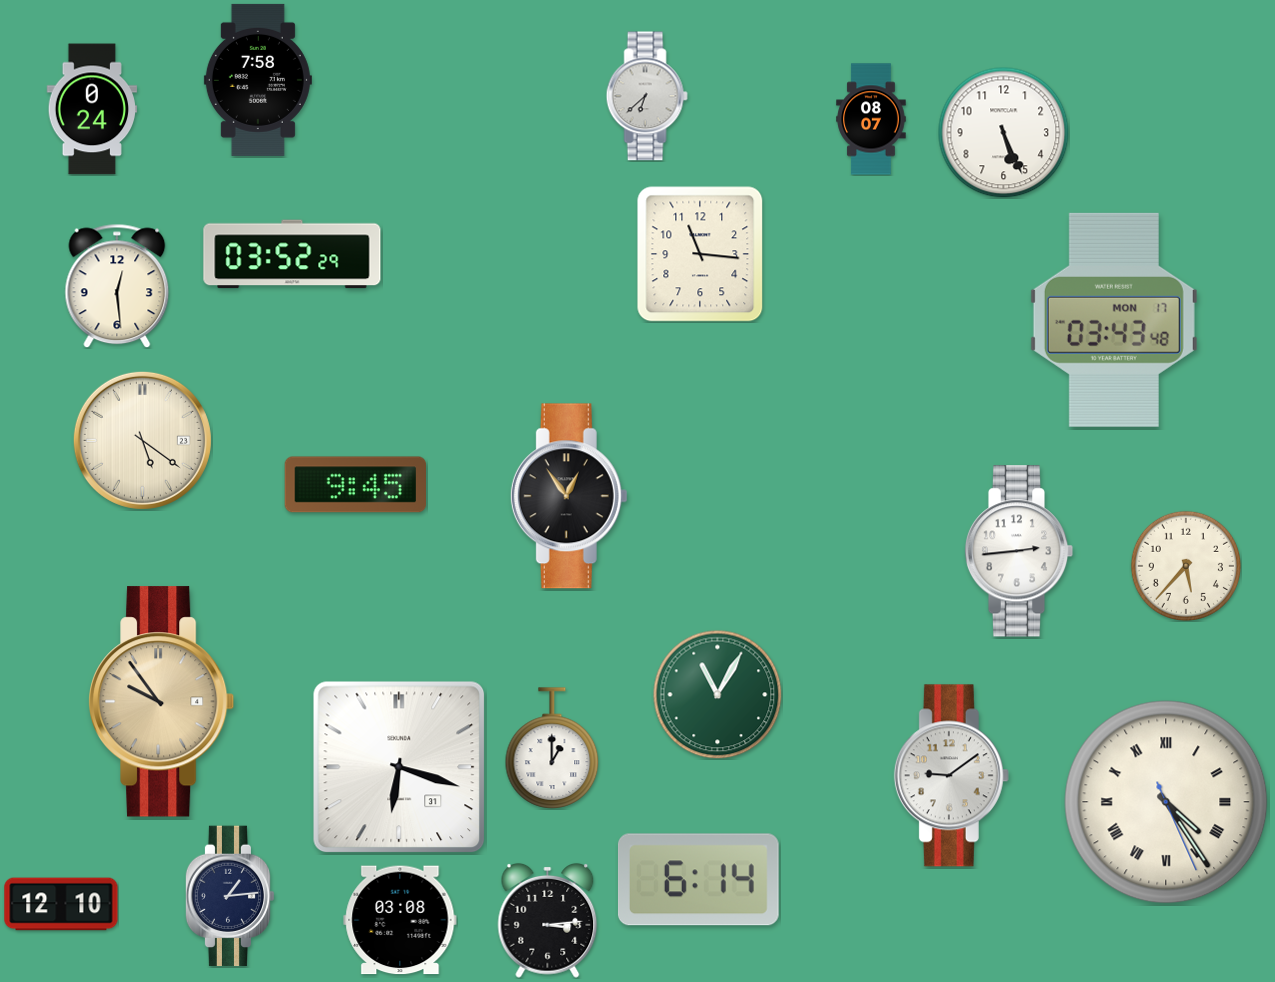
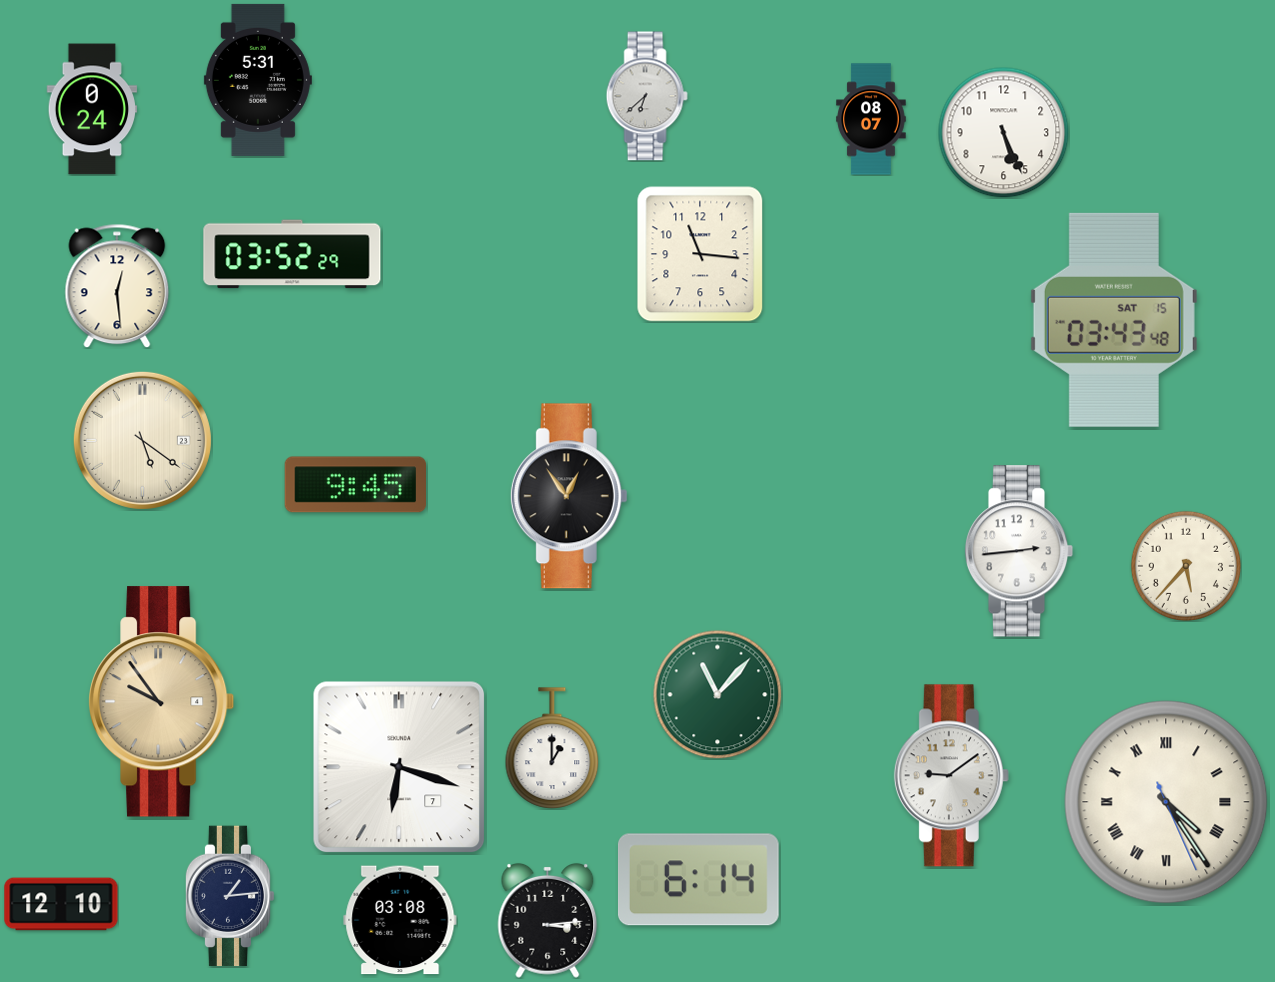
clock at (258, 80): 7:58 -> 5:31
clock at (1114, 320) date: MON 17 -> SAT 15
clock at (717, 694): 11:05 -> 11:07
clock at (399, 767) date: 31 -> 7
